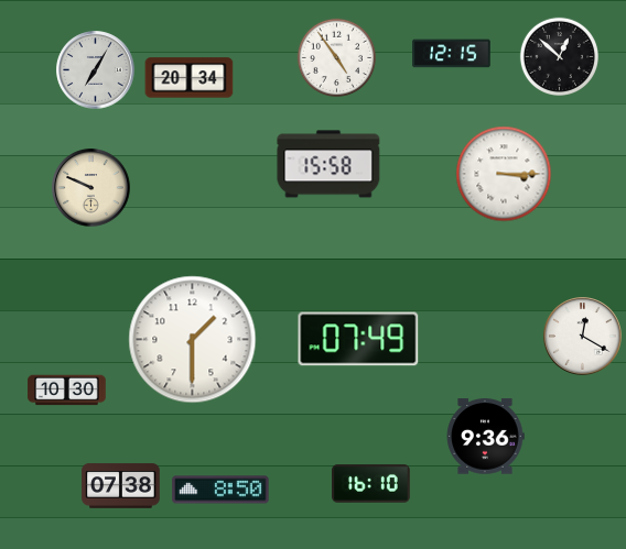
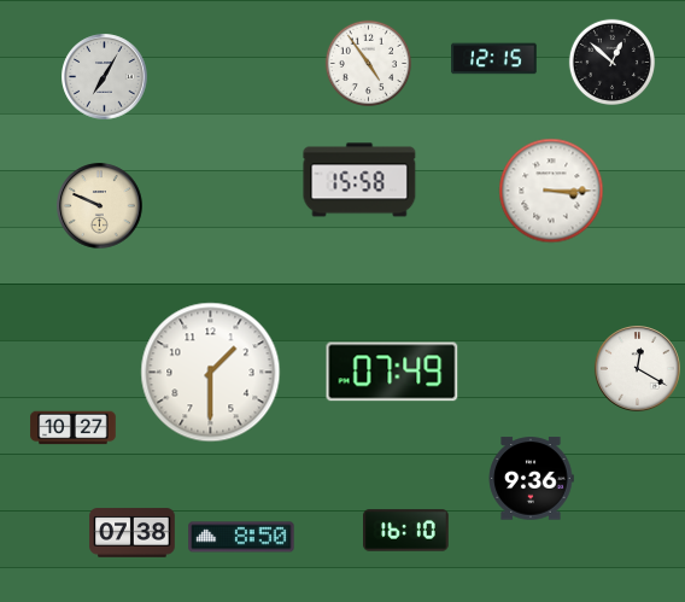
clock at (190, 78): 20:34 -> none
clock at (67, 391): 10:30 -> 10:27
